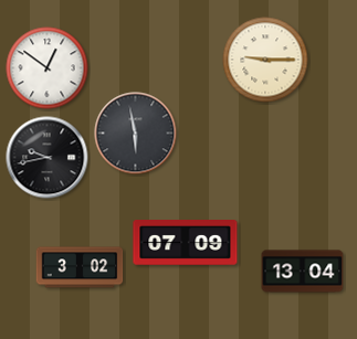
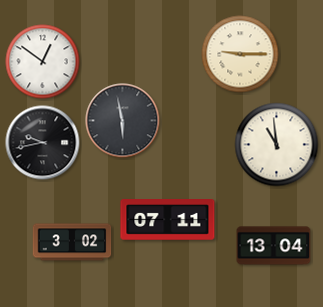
clock at (277, 145): none -> 10:59
clock at (186, 243): 07:09 -> 07:11
